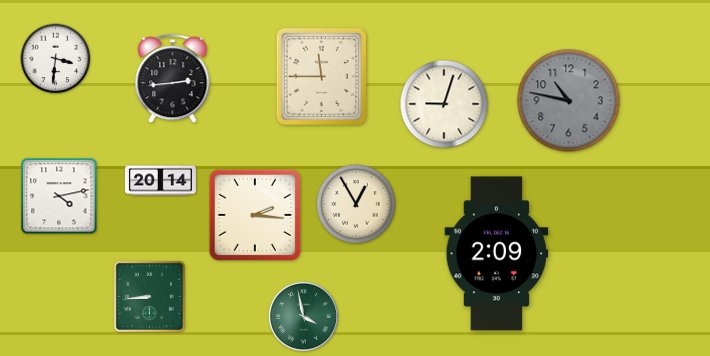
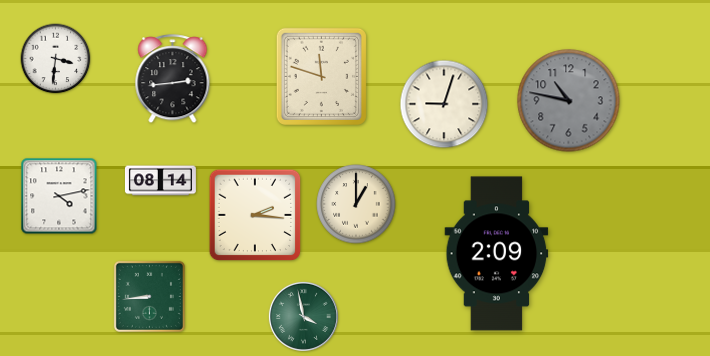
clock at (321, 76): 11:45 -> 11:48
clock at (160, 181): 20:14 -> 08:14
clock at (356, 204): 12:55 -> 1:00
